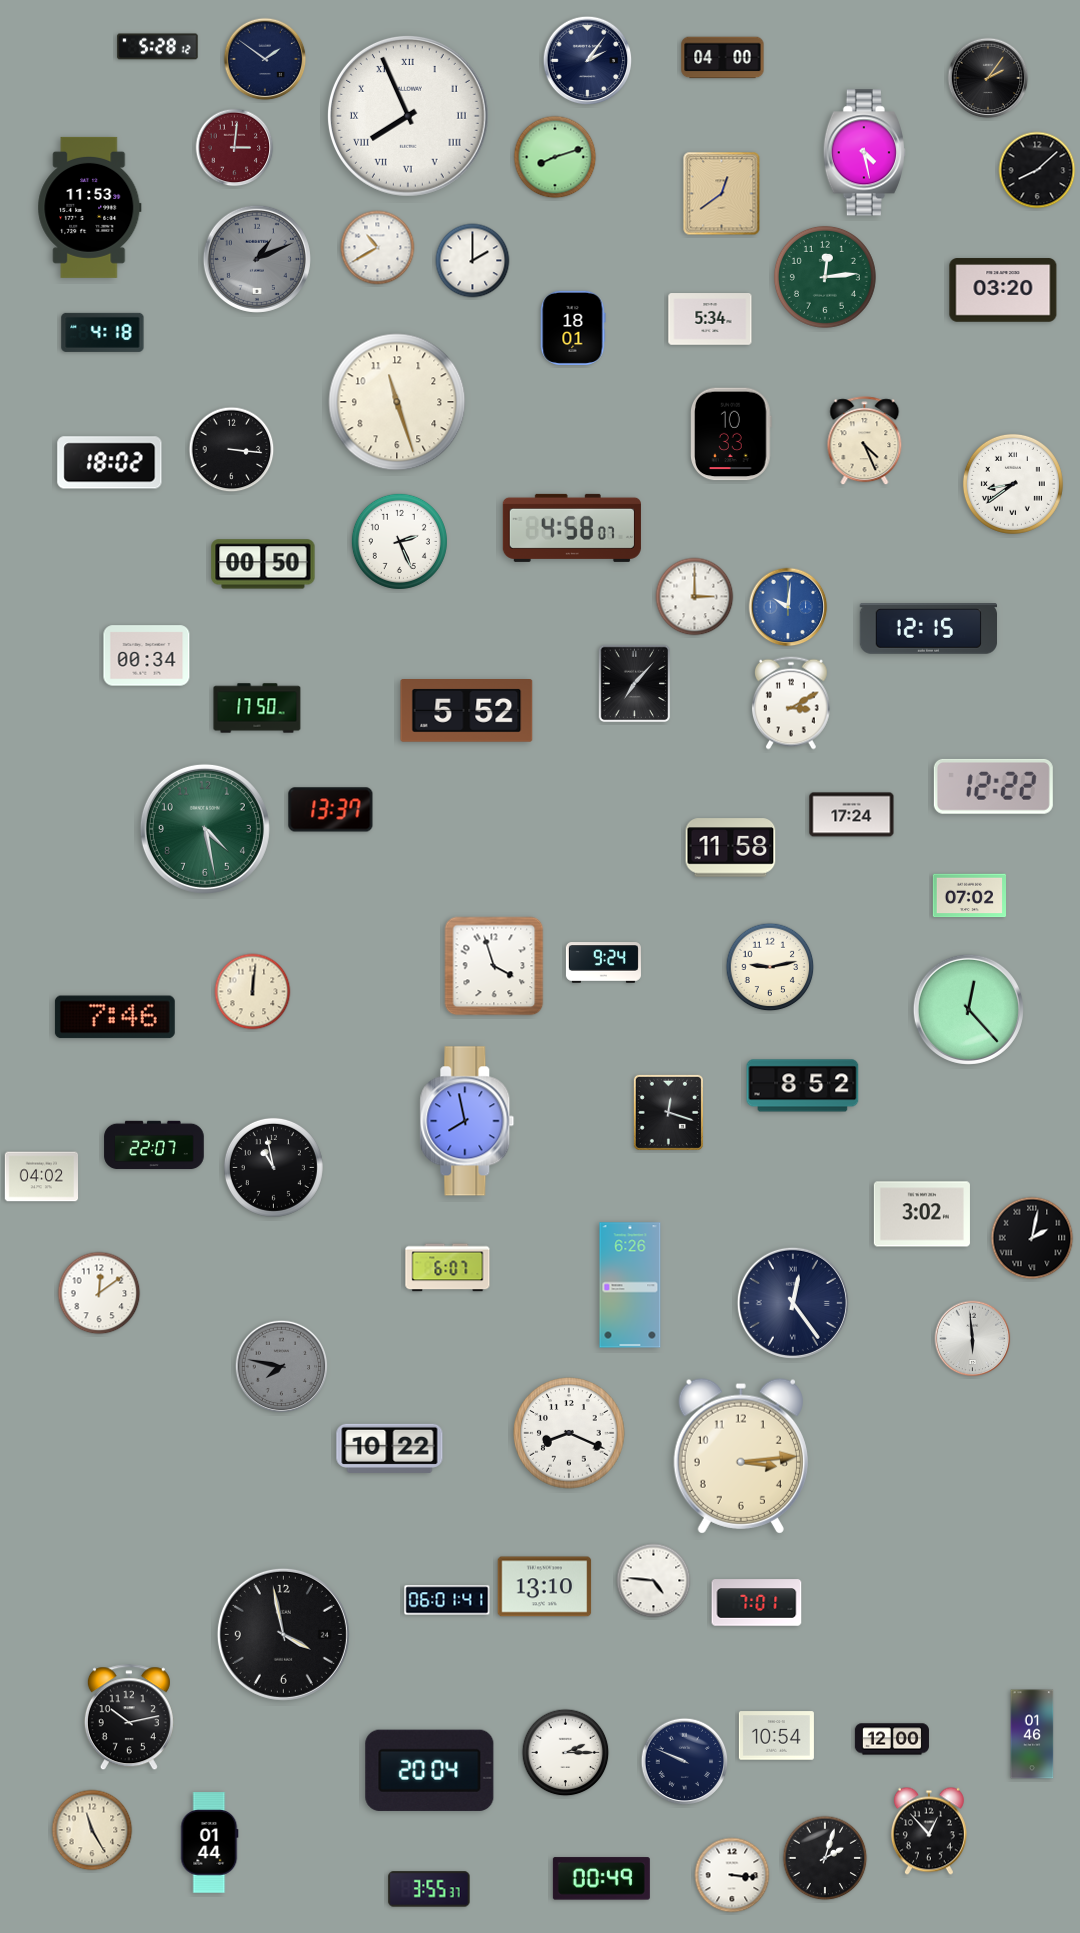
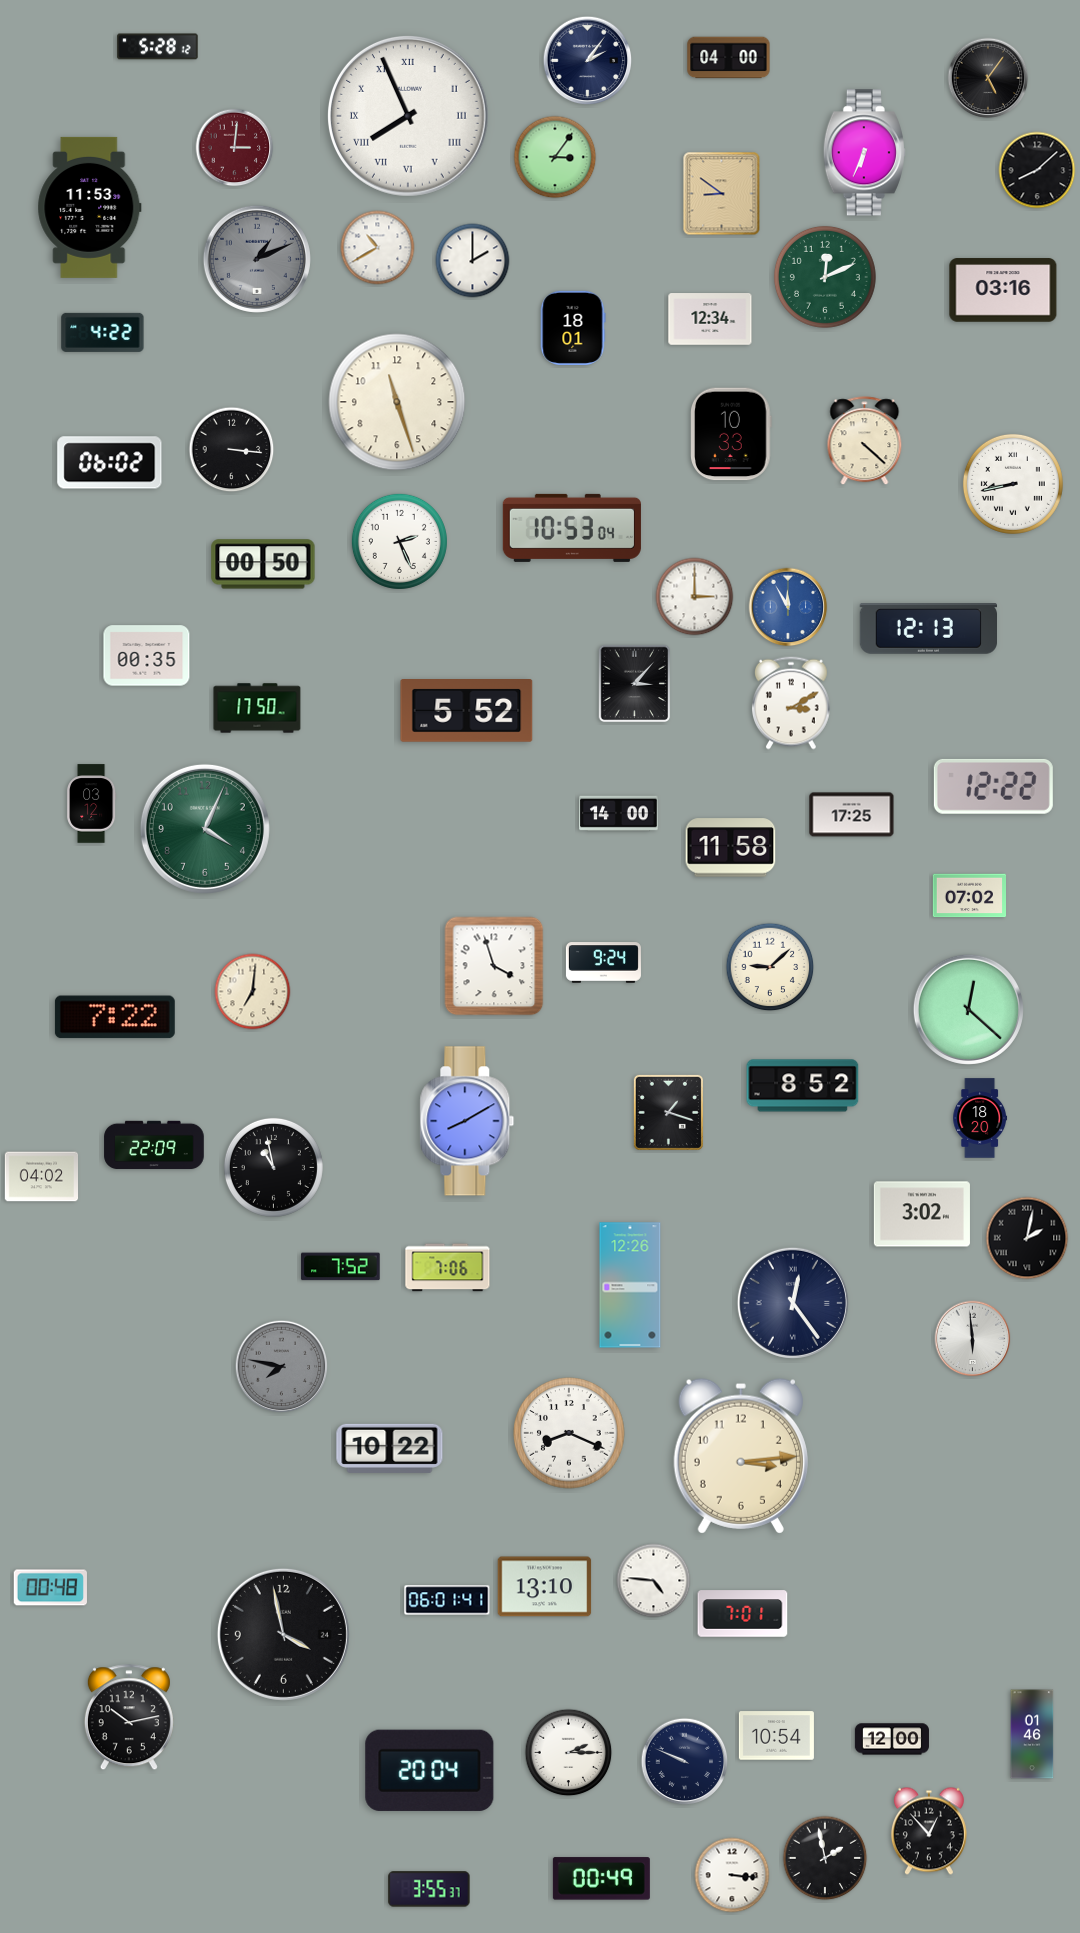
clock at (723, 58) position: (723, 58) -> (729, 58)
clock at (265, 59): 1:51 -> none
clock at (988, 78): 2:06 -> 5:06
clock at (864, 153): 4:28 -> 6:34
clock at (555, 157): 8:12 -> 3:06
clock at (722, 194): 12:39 -> 8:51
clock at (825, 277): 12:14 -> 12:11
clock at (1003, 290): 03:20 -> 03:16
clock at (710, 319): 5:34 -> 12:34
clock at (103, 332): 4:18 -> 4:22
clock at (865, 441): 4:26 -> 4:22
clock at (110, 463): 18:02 -> 06:02
clock at (1013, 484): 8:39 -> 8:43
clock at (572, 528): 4:58 -> 10:53
clock at (788, 607): 10:01 -> 11:55
clock at (929, 629): 12:15 -> 12:13
clock at (147, 656): 00:34 -> 00:35
clock at (635, 684): 7:07 -> 3:07
clock at (91, 804): none -> 03:12
clock at (331, 810): 13:37 -> none
clock at (619, 814): none -> 14:00
clock at (852, 815): 17:24 -> 17:25
clock at (205, 829): 4:28 -> 4:04
clock at (770, 967): 9:13 -> 9:08
clock at (253, 992): 12:01 -> 7:01
clock at (968, 1009): 12:23 -> 12:22
clock at (115, 1017): 7:46 -> 7:22
clock at (668, 1112): 12:18 -> 1:18
clock at (980, 1118): none -> 18:20
clock at (467, 1121): 7:58 -> 8:10
clock at (154, 1145): 22:07 -> 22:09
clock at (1032, 1238) position: (1032, 1238) -> (1027, 1238)
clock at (341, 1267): none -> 7:52
clock at (448, 1268): 6:07 -> 7:06
clock at (630, 1285): 6:26 -> 12:26
clock at (99, 1293): 12:09 -> none
clock at (50, 1588): none -> 00:48
clock at (757, 1603) position: (757, 1603) -> (743, 1614)
clock at (566, 1753) position: (566, 1753) -> (569, 1753)
clock at (92, 1830): 11:25 -> none
clock at (210, 1843): 01:44 -> none
clock at (825, 1858): 2:03 -> 1:58
